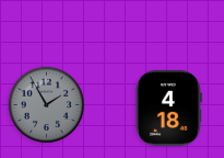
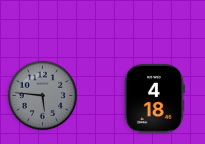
clock at (47, 105): 1:55 -> 5:46
